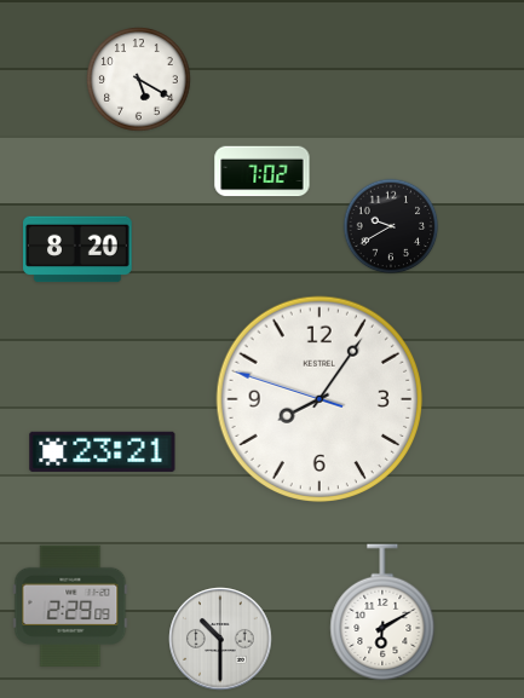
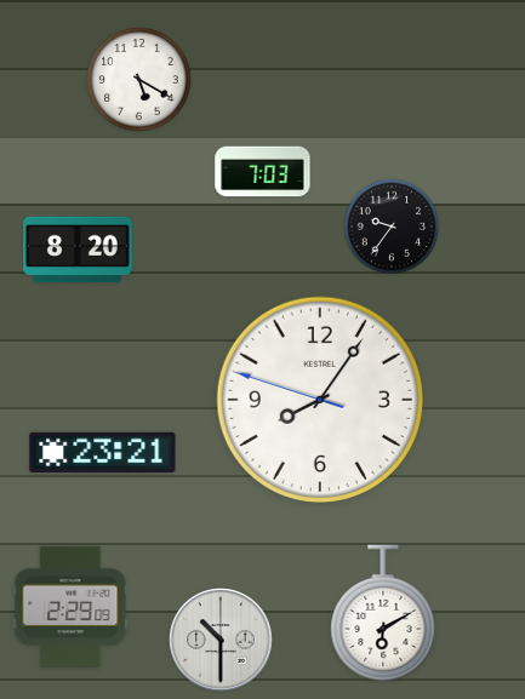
clock at (263, 172): 7:02 -> 7:03
clock at (391, 226): 9:40 -> 9:36
